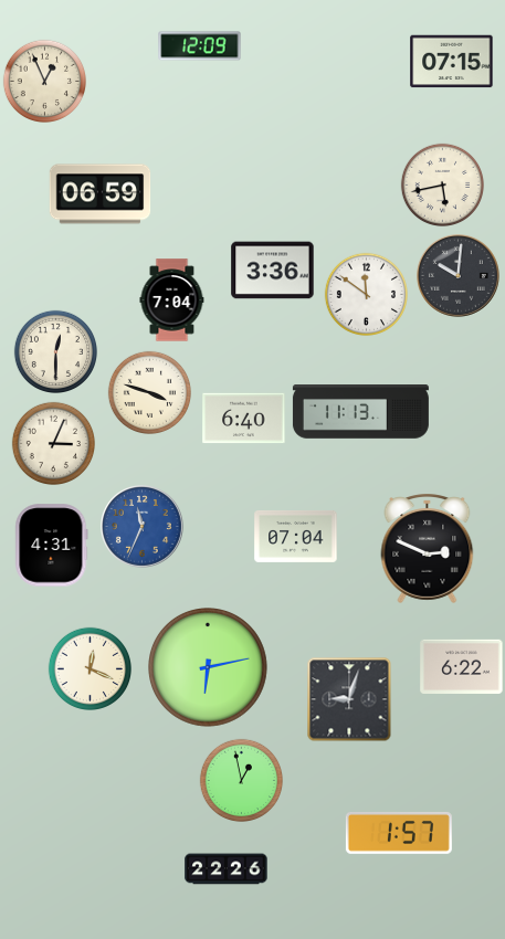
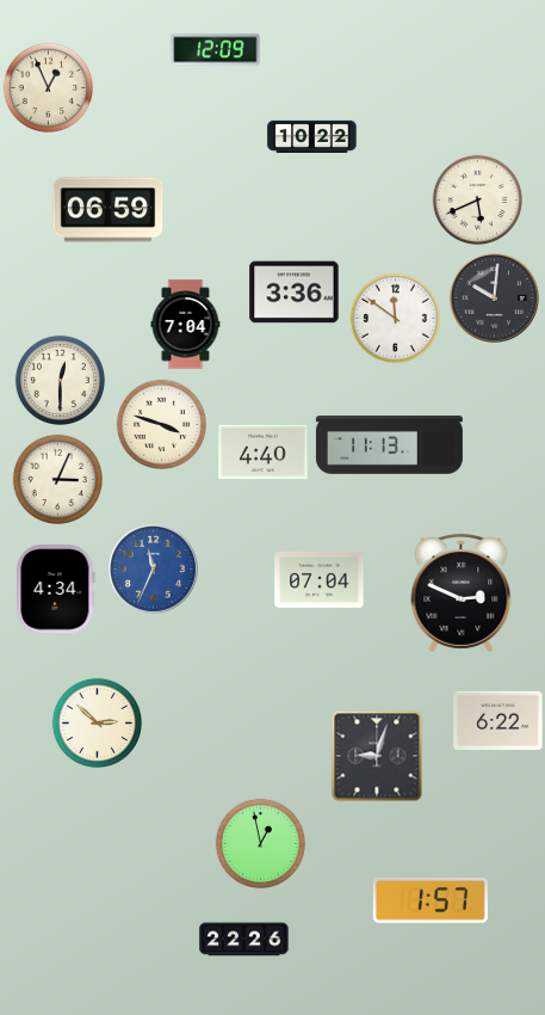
clock at (452, 62): 07:15 -> none
clock at (312, 136): none -> 10:22
clock at (442, 184): 5:43 -> 5:41
clock at (244, 419): 6:40 -> 4:40
clock at (52, 546): 4:31 -> 4:34
clock at (90, 668): 12:19 -> 2:52
clock at (209, 668): 6:13 -> none
